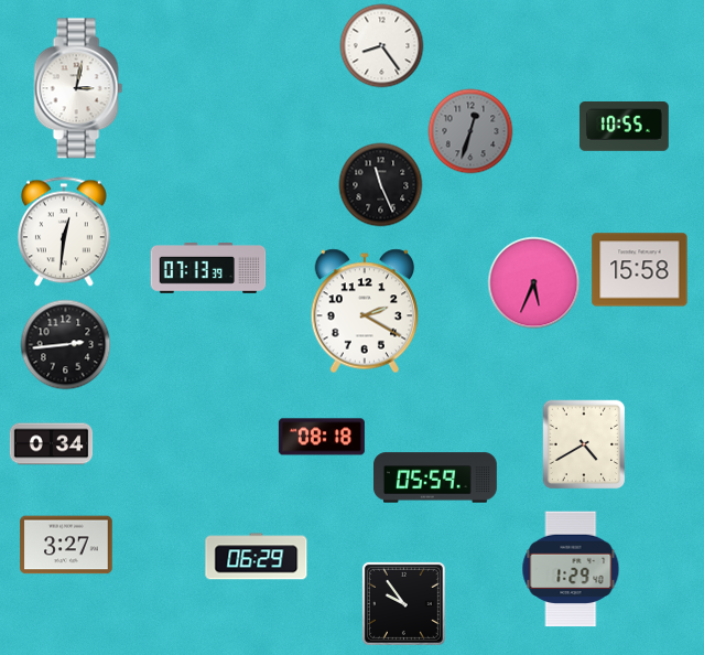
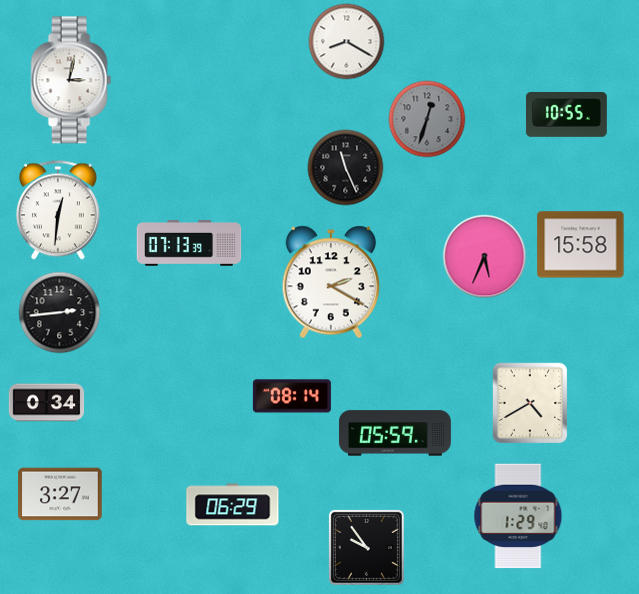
clock at (382, 46): 8:24 -> 8:20
clock at (322, 437): 08:18 -> 08:14
